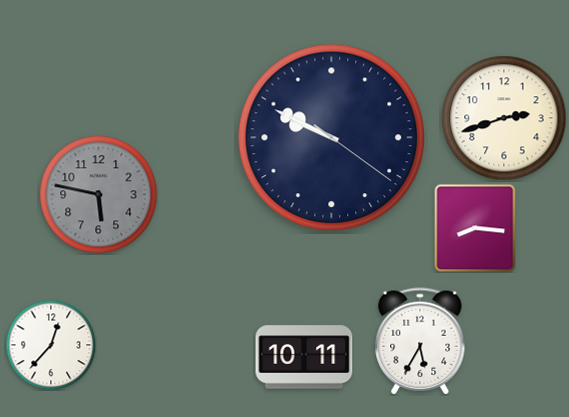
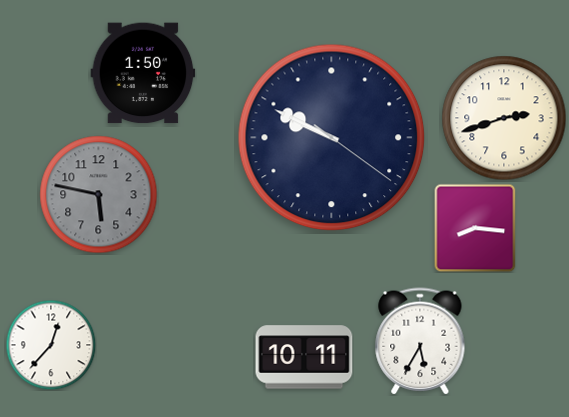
clock at (143, 73): none -> 1:50
